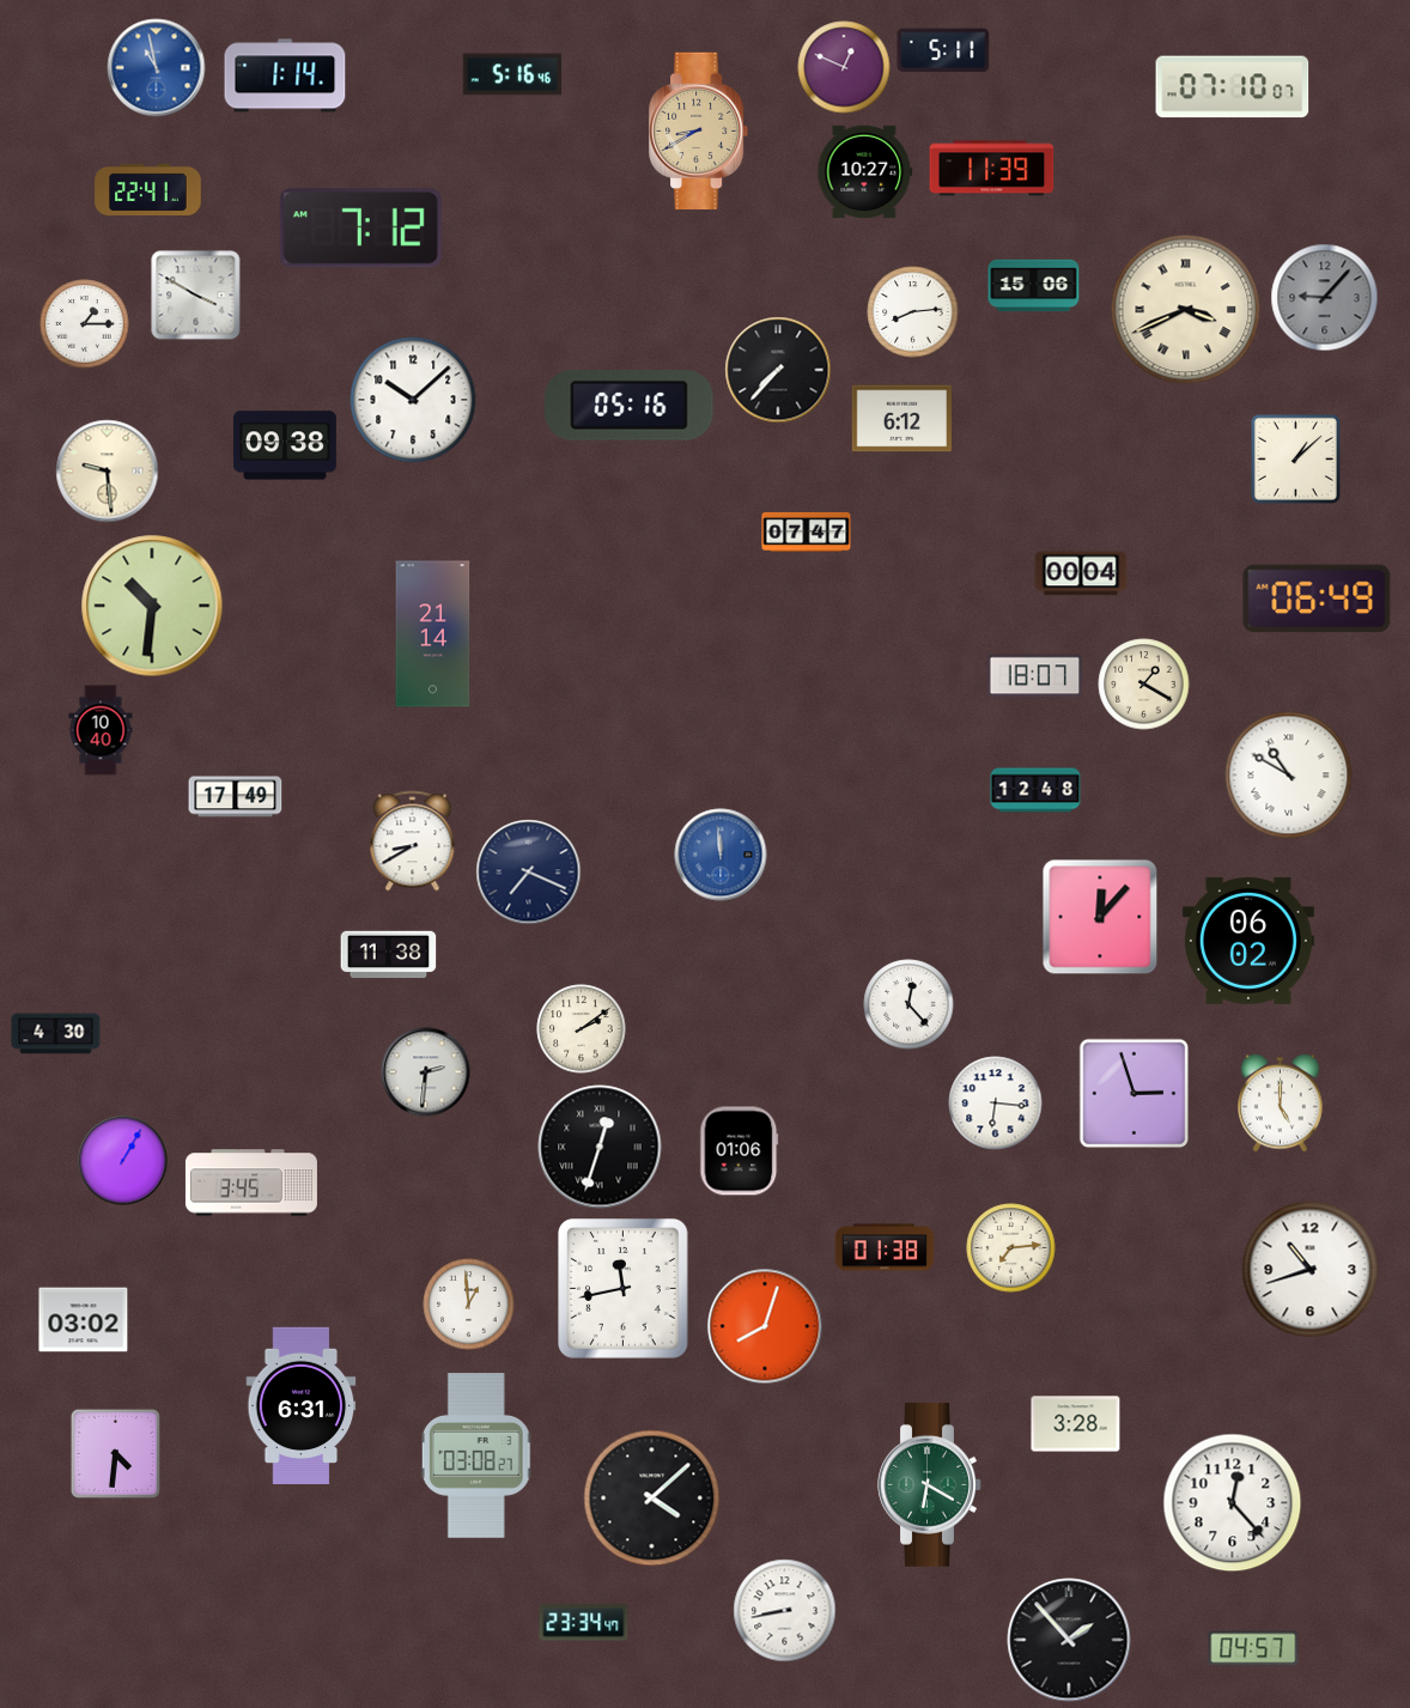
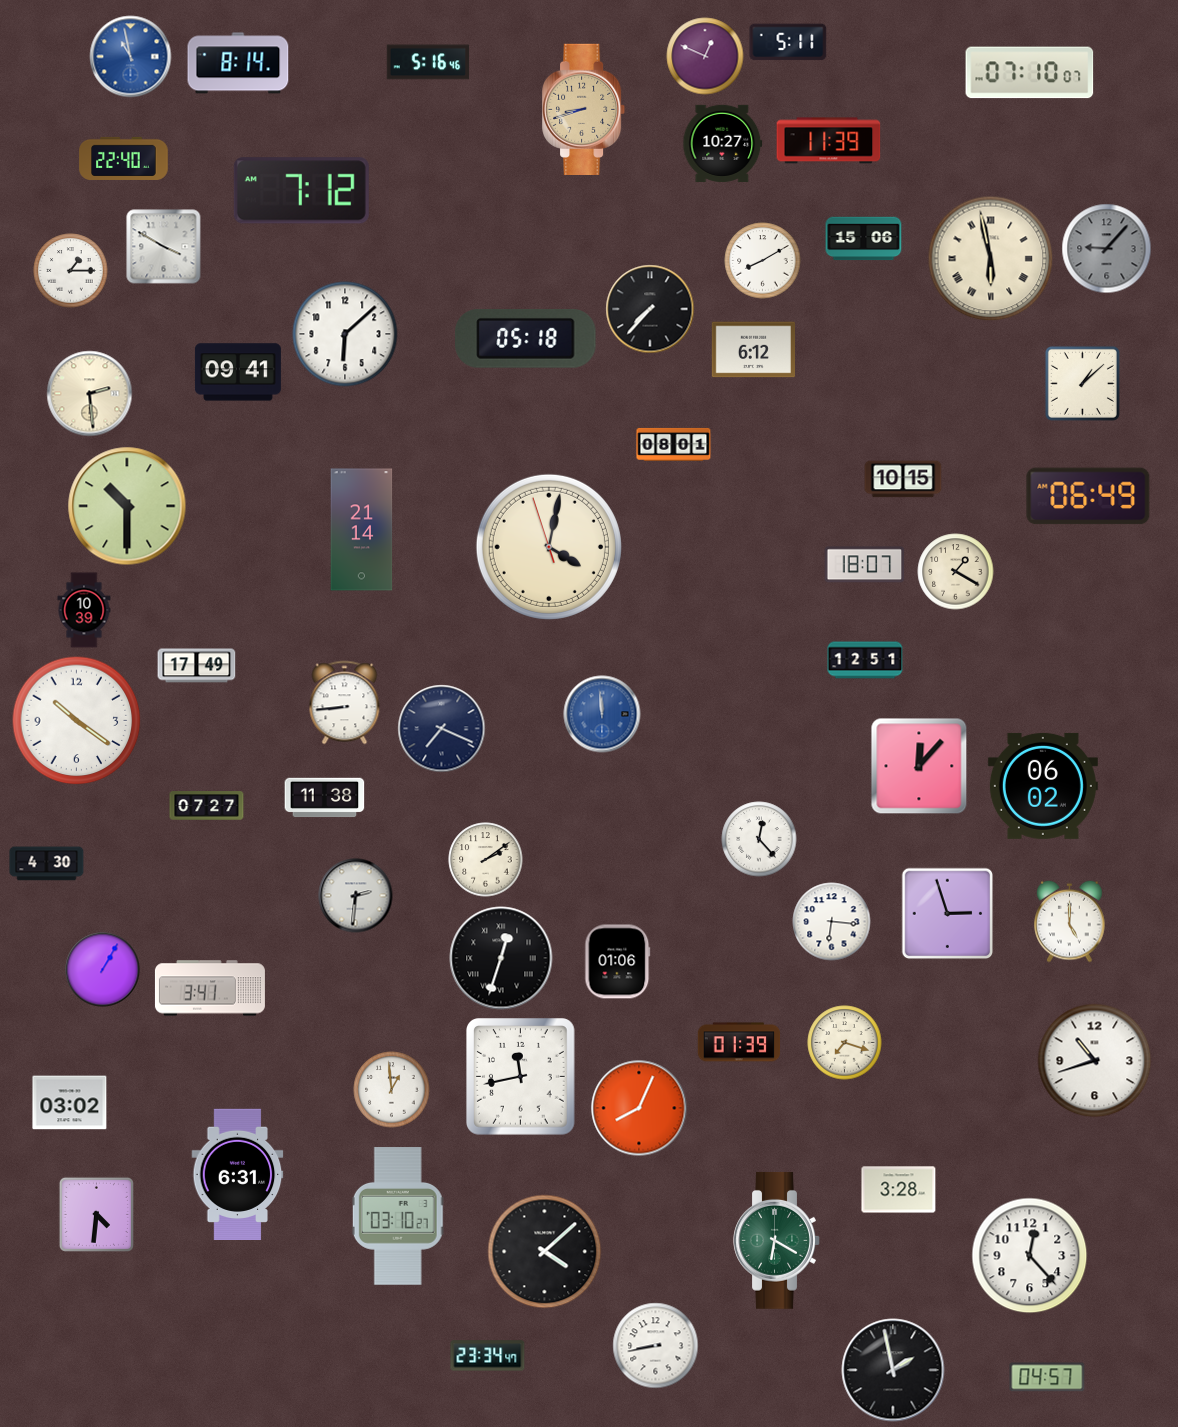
clock at (285, 75): 1:14 -> 8:14
clock at (700, 130): 8:40 -> 8:42
clock at (148, 189): 22:41 -> 22:40
clock at (1186, 310): 3:41 -> 5:58
clock at (913, 312): 8:14 -> 8:10
clock at (413, 400): 10:08 -> 6:08
clock at (630, 406): 05:16 -> 05:18
clock at (285, 445): 09:38 -> 09:41
clock at (108, 472): 9:29 -> 2:29
clock at (807, 531): 07:47 -> 08:01
clock at (1081, 573): 00:04 -> 10:15
clock at (1317, 598) position: (1317, 598) -> (1088, 496)
clock at (152, 606): 10:31 -> 10:30
clock at (549, 547): none -> 4:01
clock at (101, 730): 10:40 -> 10:39
clock at (1289, 776): 10:50 -> none
clock at (1035, 790): 12:48 -> 12:51
clock at (413, 841): 8:40 -> 8:44
clock at (77, 721): none -> 10:21
clock at (207, 806): none -> 07:27
clock at (251, 1183): 3:45 -> 3:41
clock at (885, 1247): 01:38 -> 01:39
clock at (1011, 1248): 7:14 -> 7:18
clock at (765, 1326): 8:03 -> 8:04
clock at (302, 1405) position: (302, 1405) -> (238, 1174)
clock at (476, 1455): 03:08 -> 03:10
clock at (1069, 1640): 1:53 -> 1:58
